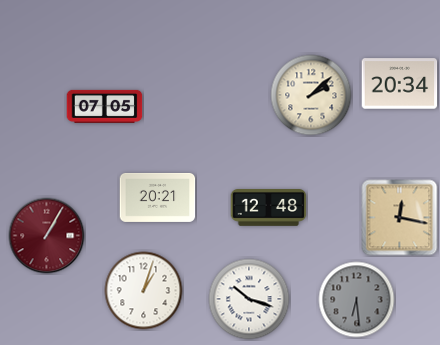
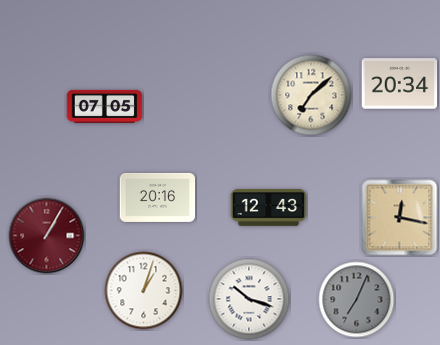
clock at (311, 95): 2:08 -> 7:08
clock at (158, 197): 20:21 -> 20:16
clock at (269, 208): 12:48 -> 12:43
clock at (357, 300): 6:29 -> 7:04
